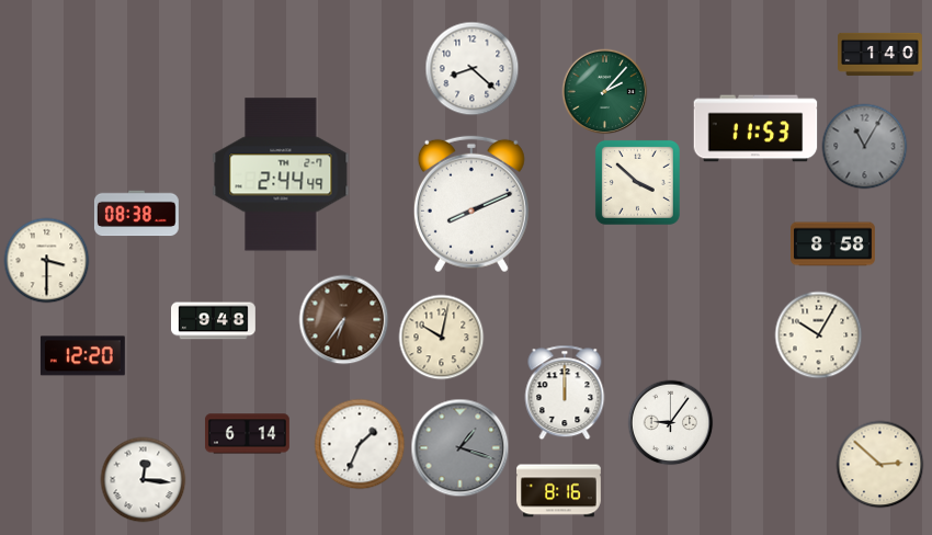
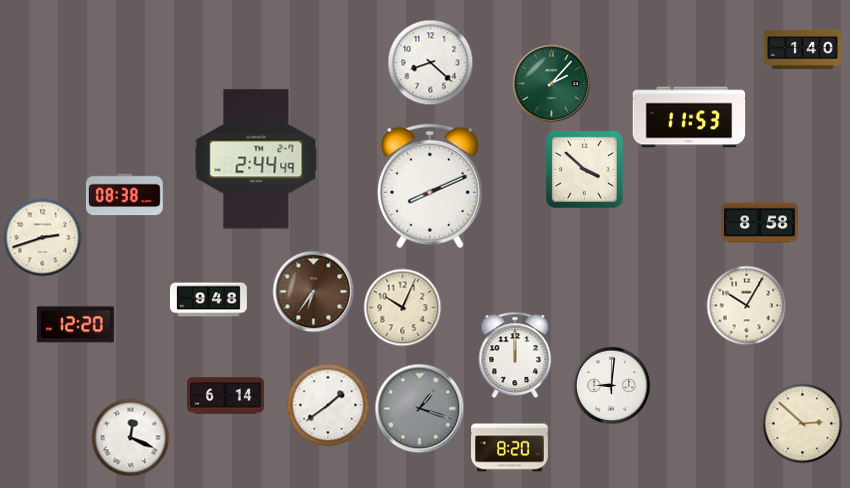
clock at (864, 146): 11:05 -> none
clock at (637, 182) position: (637, 182) -> (584, 169)
clock at (46, 260): 3:30 -> 2:42
clock at (214, 321) position: (214, 321) -> (209, 300)
clock at (441, 337): 10:02 -> 10:04
clock at (565, 392) position: (565, 392) -> (515, 355)
clock at (670, 422): 9:06 -> 9:01
clock at (360, 444): 1:34 -> 1:39
clock at (143, 479): 12:16 -> 12:19
clock at (559, 491): 8:16 -> 8:20
